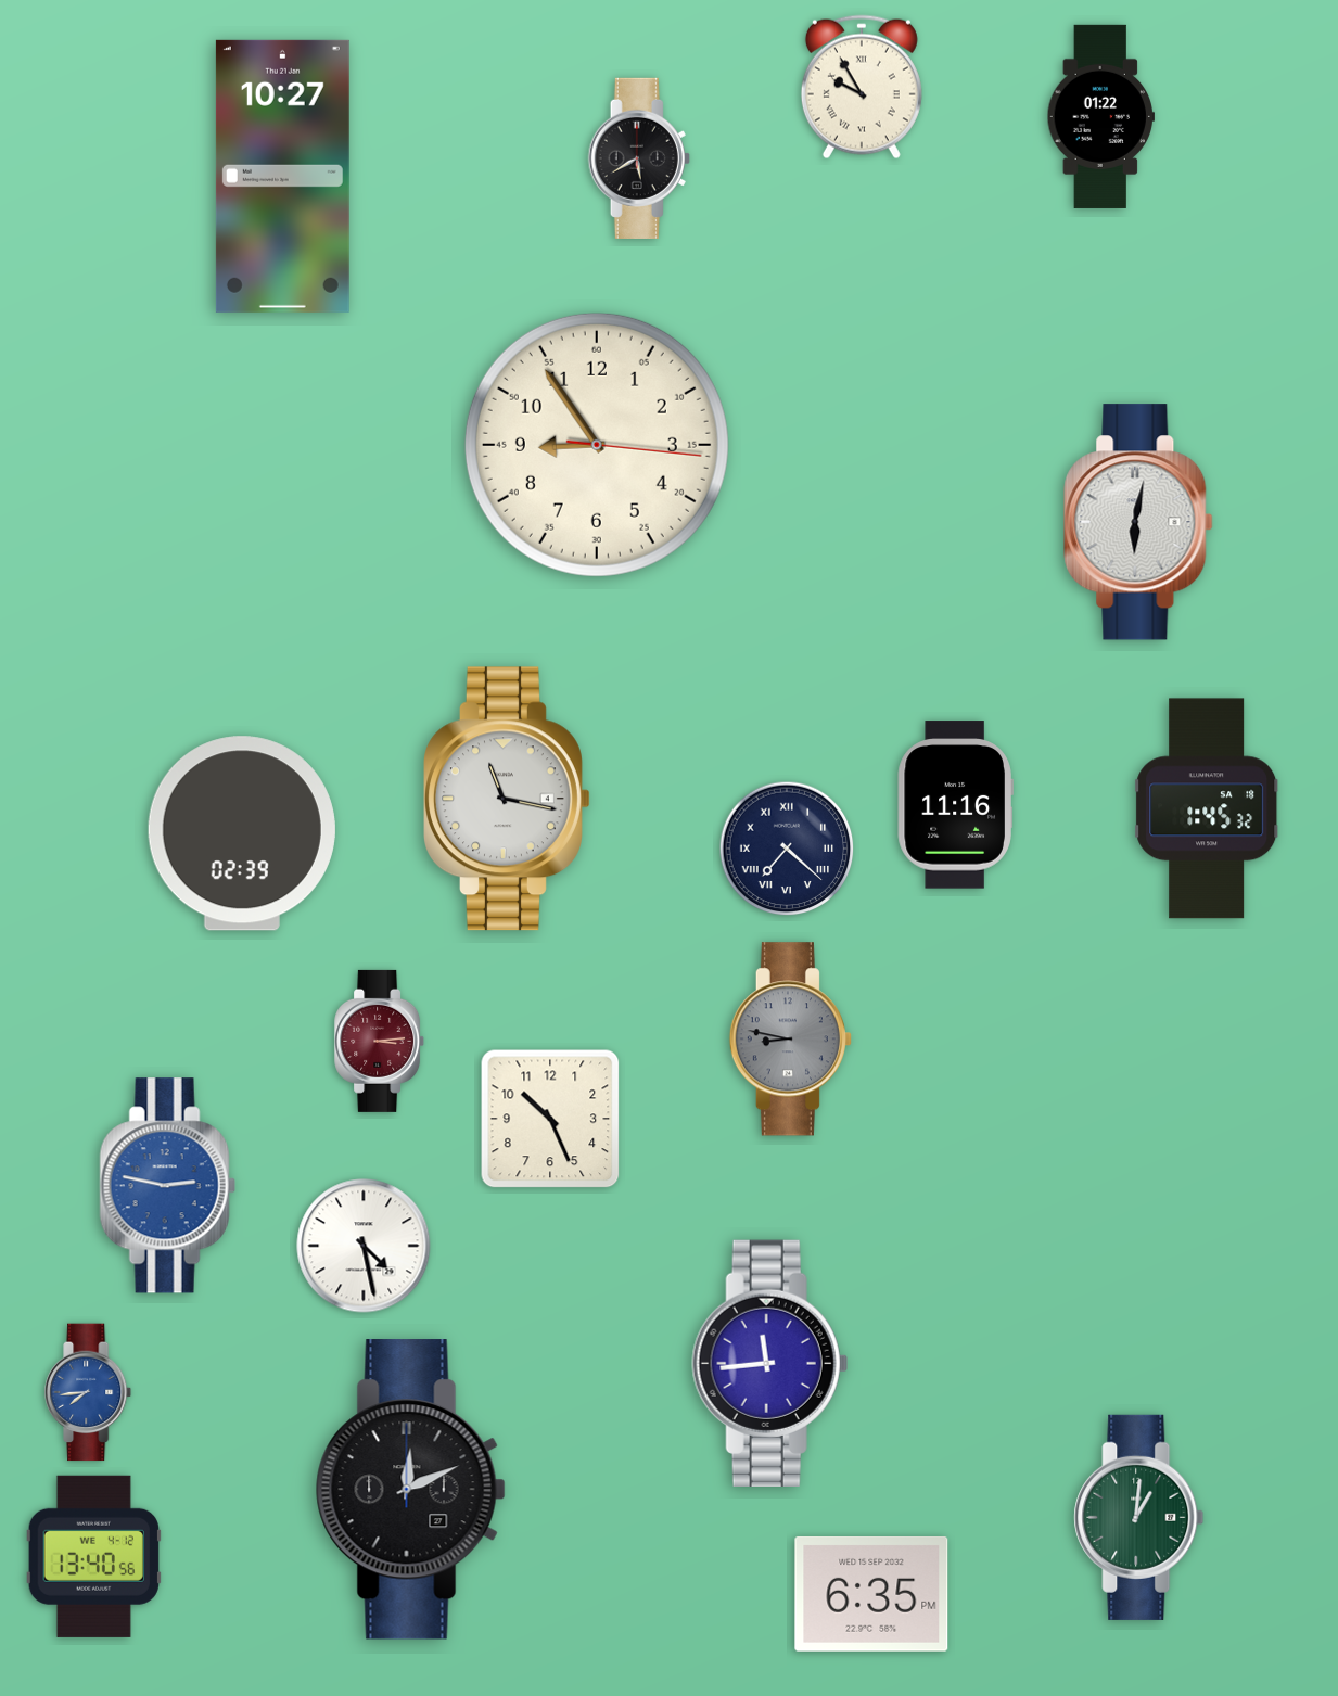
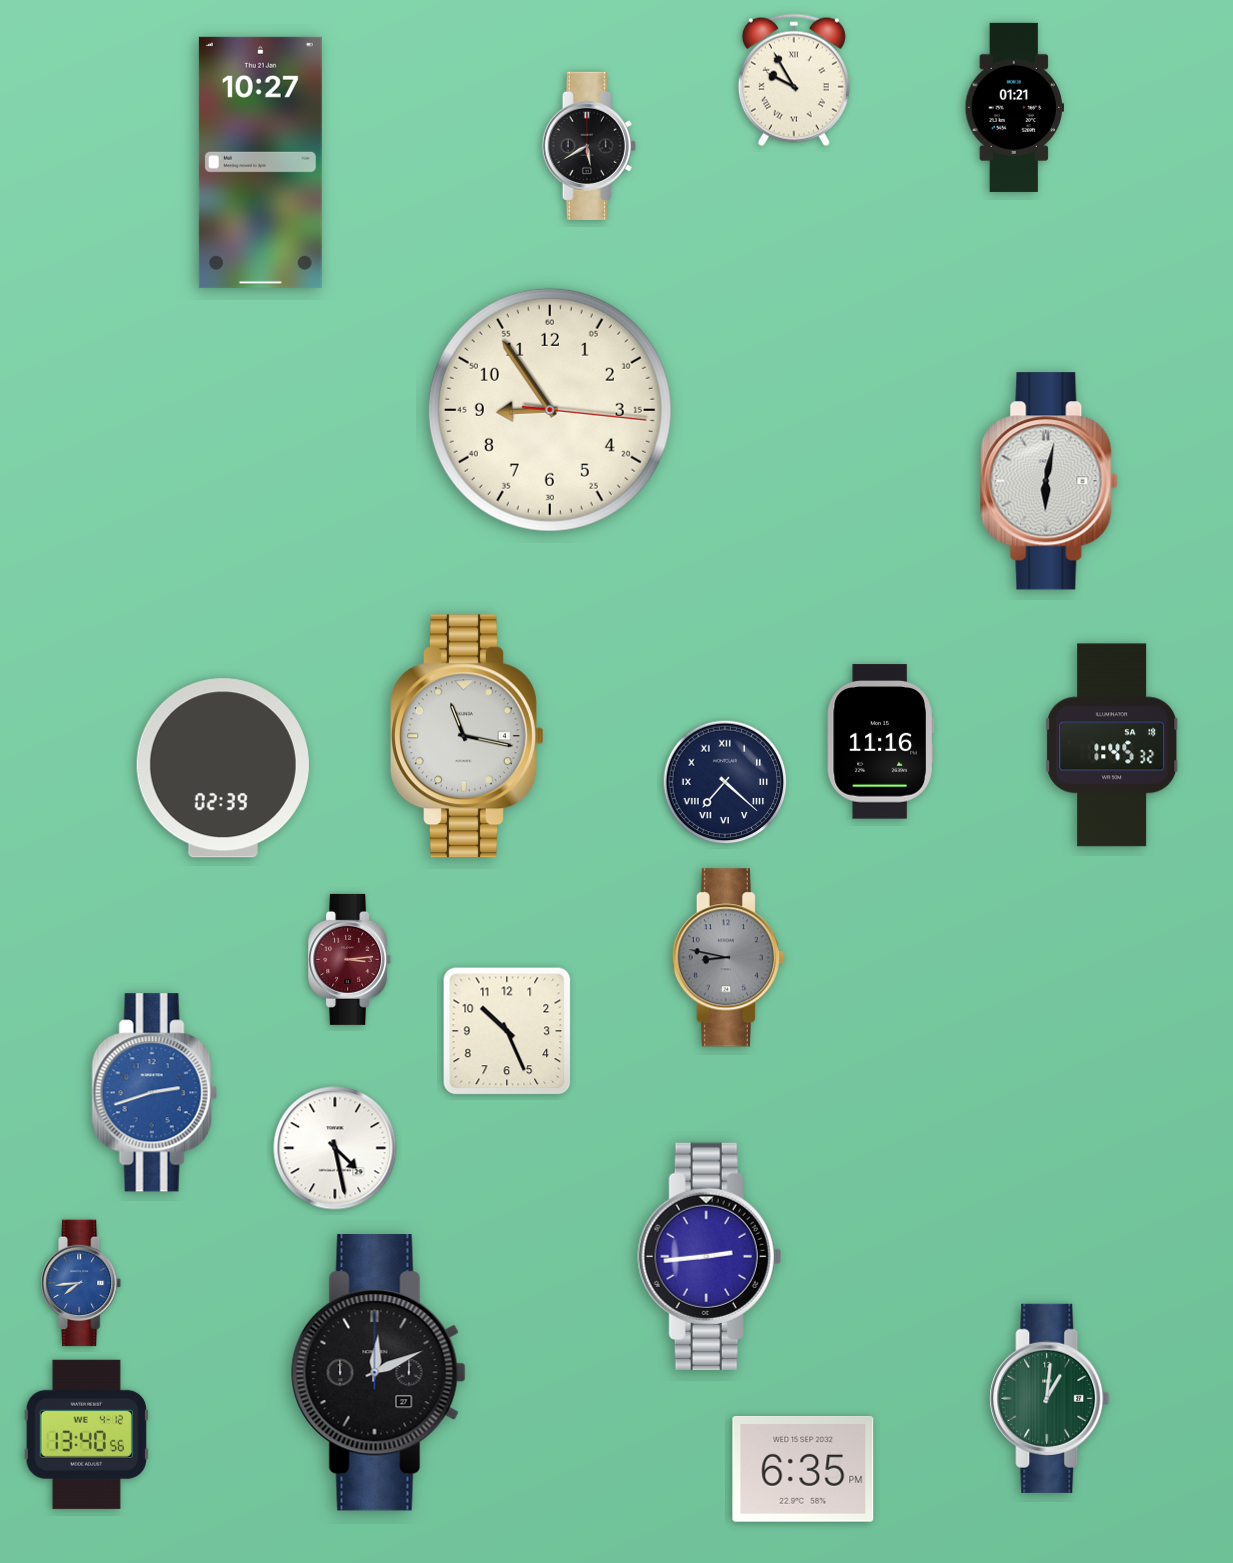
clock at (1100, 116): 01:22 -> 01:21
clock at (167, 1186): 2:47 -> 2:42
clock at (769, 1363): 11:44 -> 2:44
